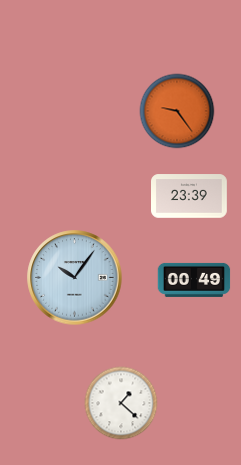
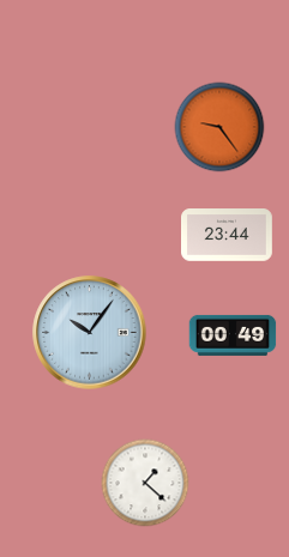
clock at (177, 111) position: (177, 111) -> (219, 127)
clock at (190, 196): 23:39 -> 23:44
